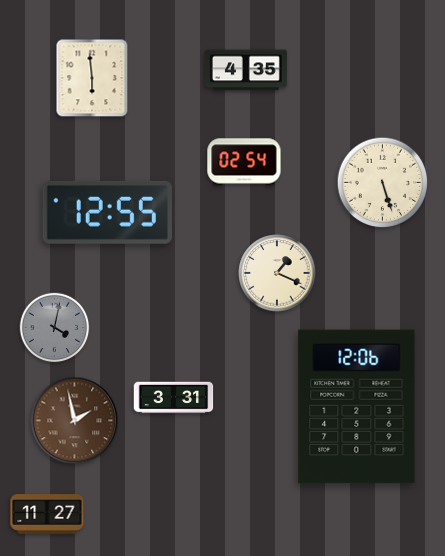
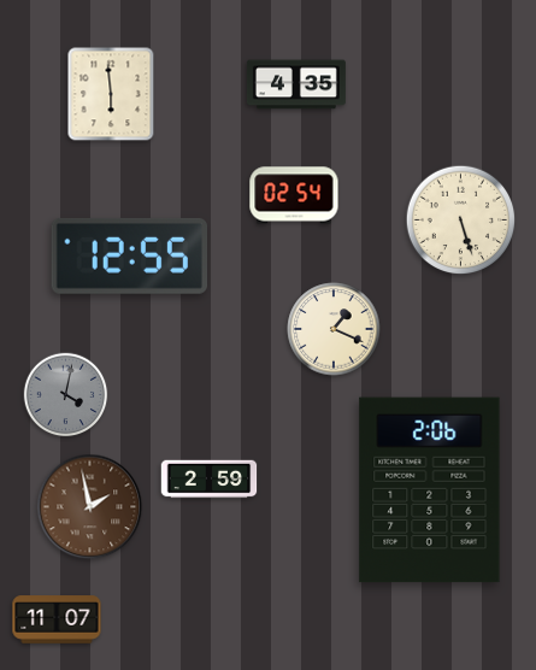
clock at (174, 398): 3:31 -> 2:59
clock at (357, 407): 12:06 -> 2:06
clock at (47, 514): 11:27 -> 11:07
